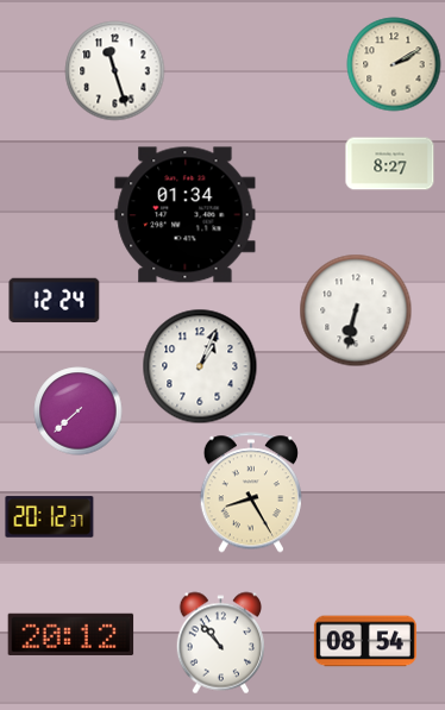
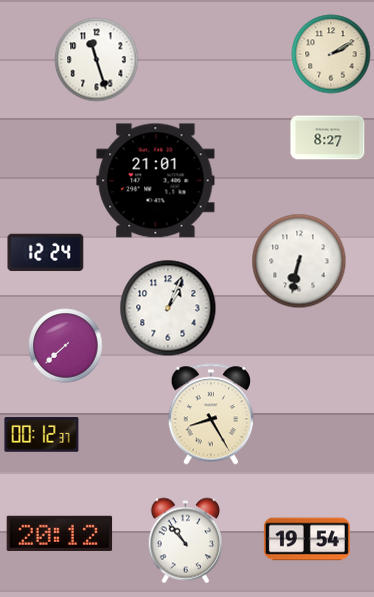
clock at (186, 215): 01:34 -> 21:01
clock at (50, 517): 20:12 -> 00:12
clock at (365, 641): 08:54 -> 19:54
